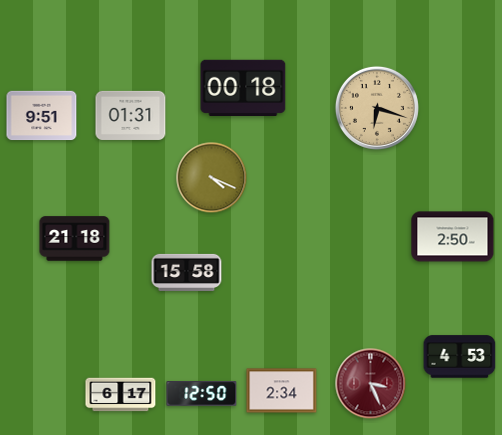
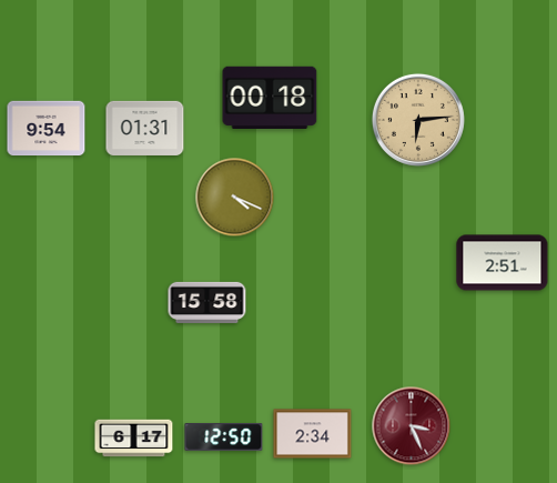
clock at (377, 108): 6:18 -> 6:14
clock at (42, 116): 9:51 -> 9:54
clock at (453, 237): 2:50 -> 2:51
clock at (75, 239): 21:18 -> none
clock at (460, 357): 4:53 -> none
